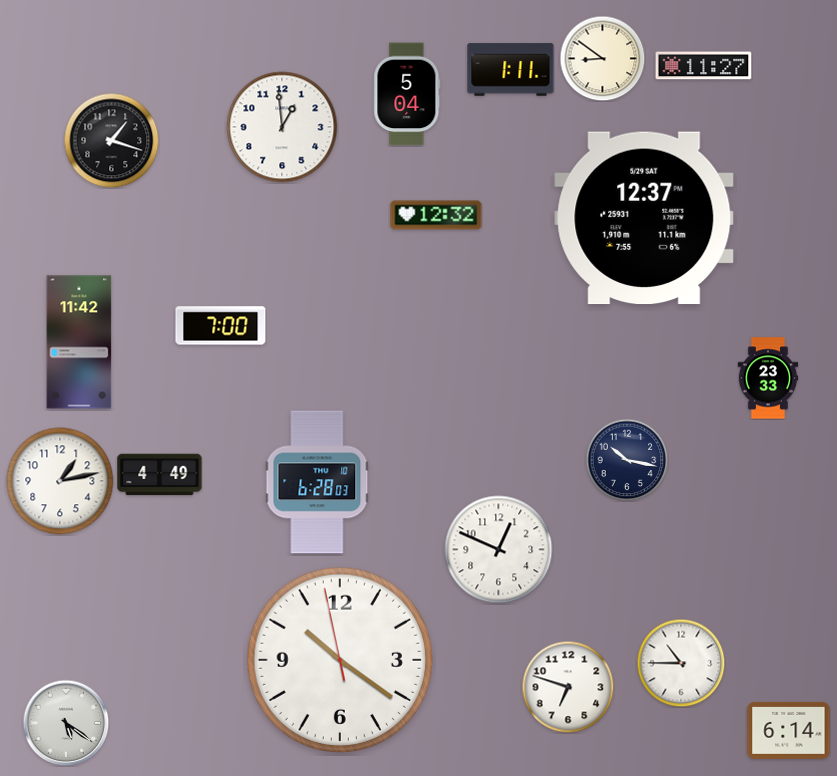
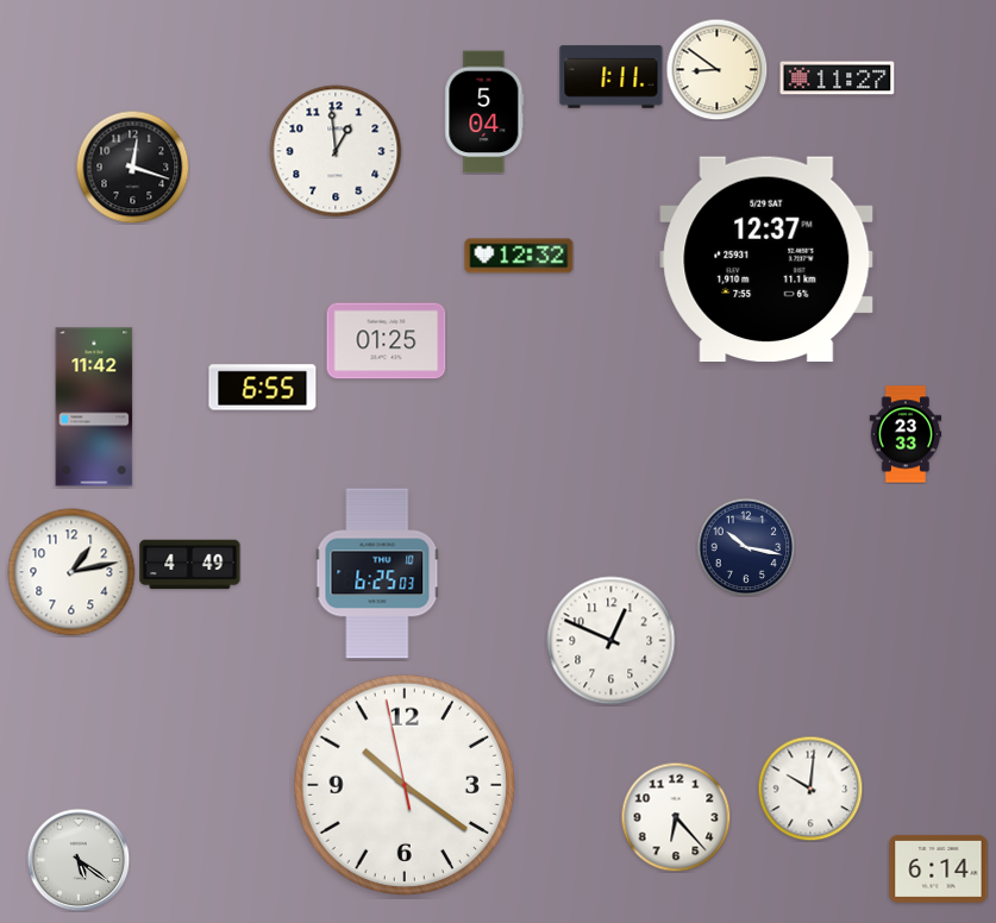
clock at (511, 70) position: (511, 70) -> (612, 77)
clock at (111, 140): 1:18 -> 12:18
clock at (387, 341): none -> 01:25
clock at (221, 326): 7:00 -> 6:55
clock at (768, 378) position: (768, 378) -> (906, 434)
clock at (317, 482): 6:28 -> 6:25
clock at (499, 550) position: (499, 550) -> (612, 641)
clock at (681, 663): 10:45 -> 10:01
clock at (568, 687): 6:48 -> 6:23
